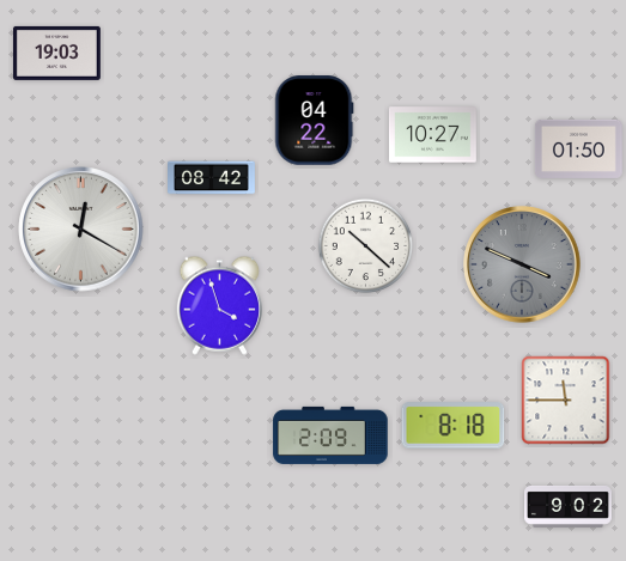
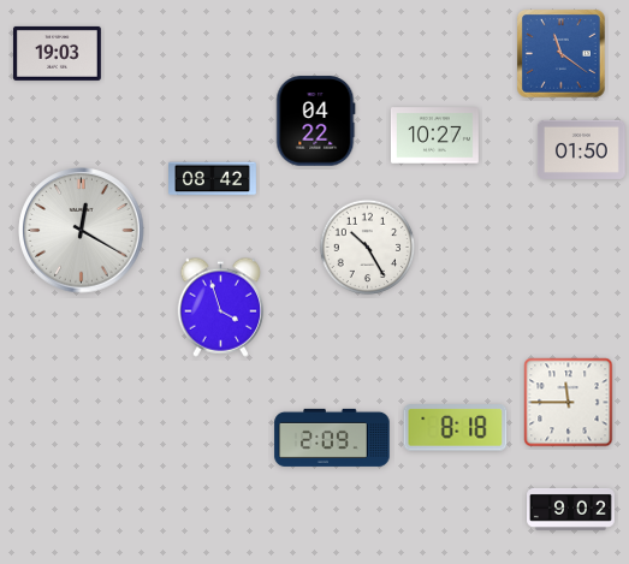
clock at (562, 54): none -> 11:21
clock at (366, 246): 10:22 -> 10:25
clock at (522, 264): 3:49 -> none
